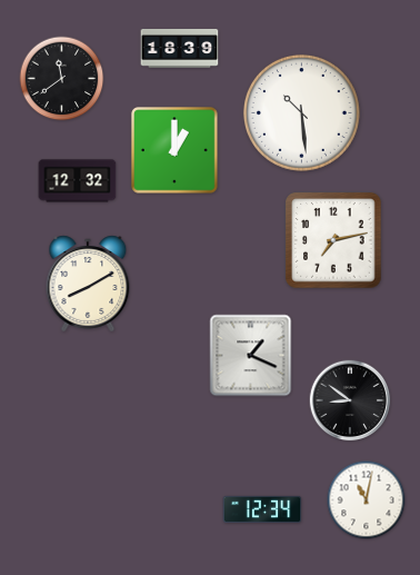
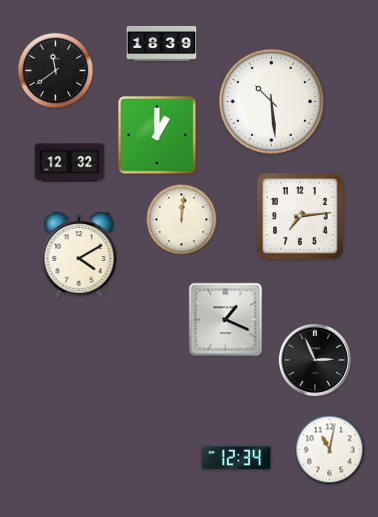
clock at (333, 240): 7:13 -> 7:14
clock at (182, 220): none -> 12:01
clock at (88, 284): 8:10 -> 4:10
clock at (350, 400): 8:51 -> 2:56
